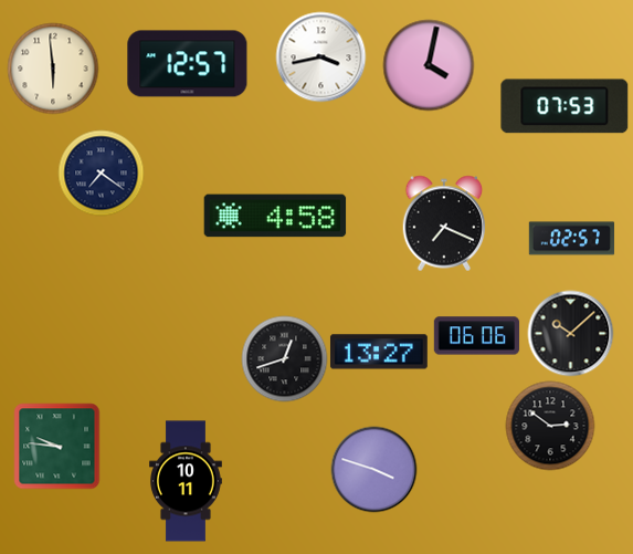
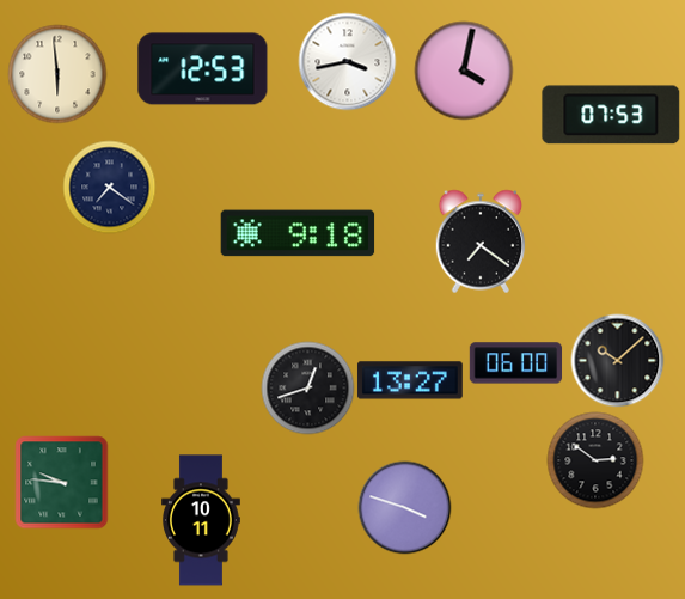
clock at (188, 64): 12:57 -> 12:53
clock at (275, 216): 4:58 -> 9:18
clock at (444, 223): 7:19 -> 7:21
clock at (571, 239): 02:57 -> none
clock at (476, 336): 06:06 -> 06:00
